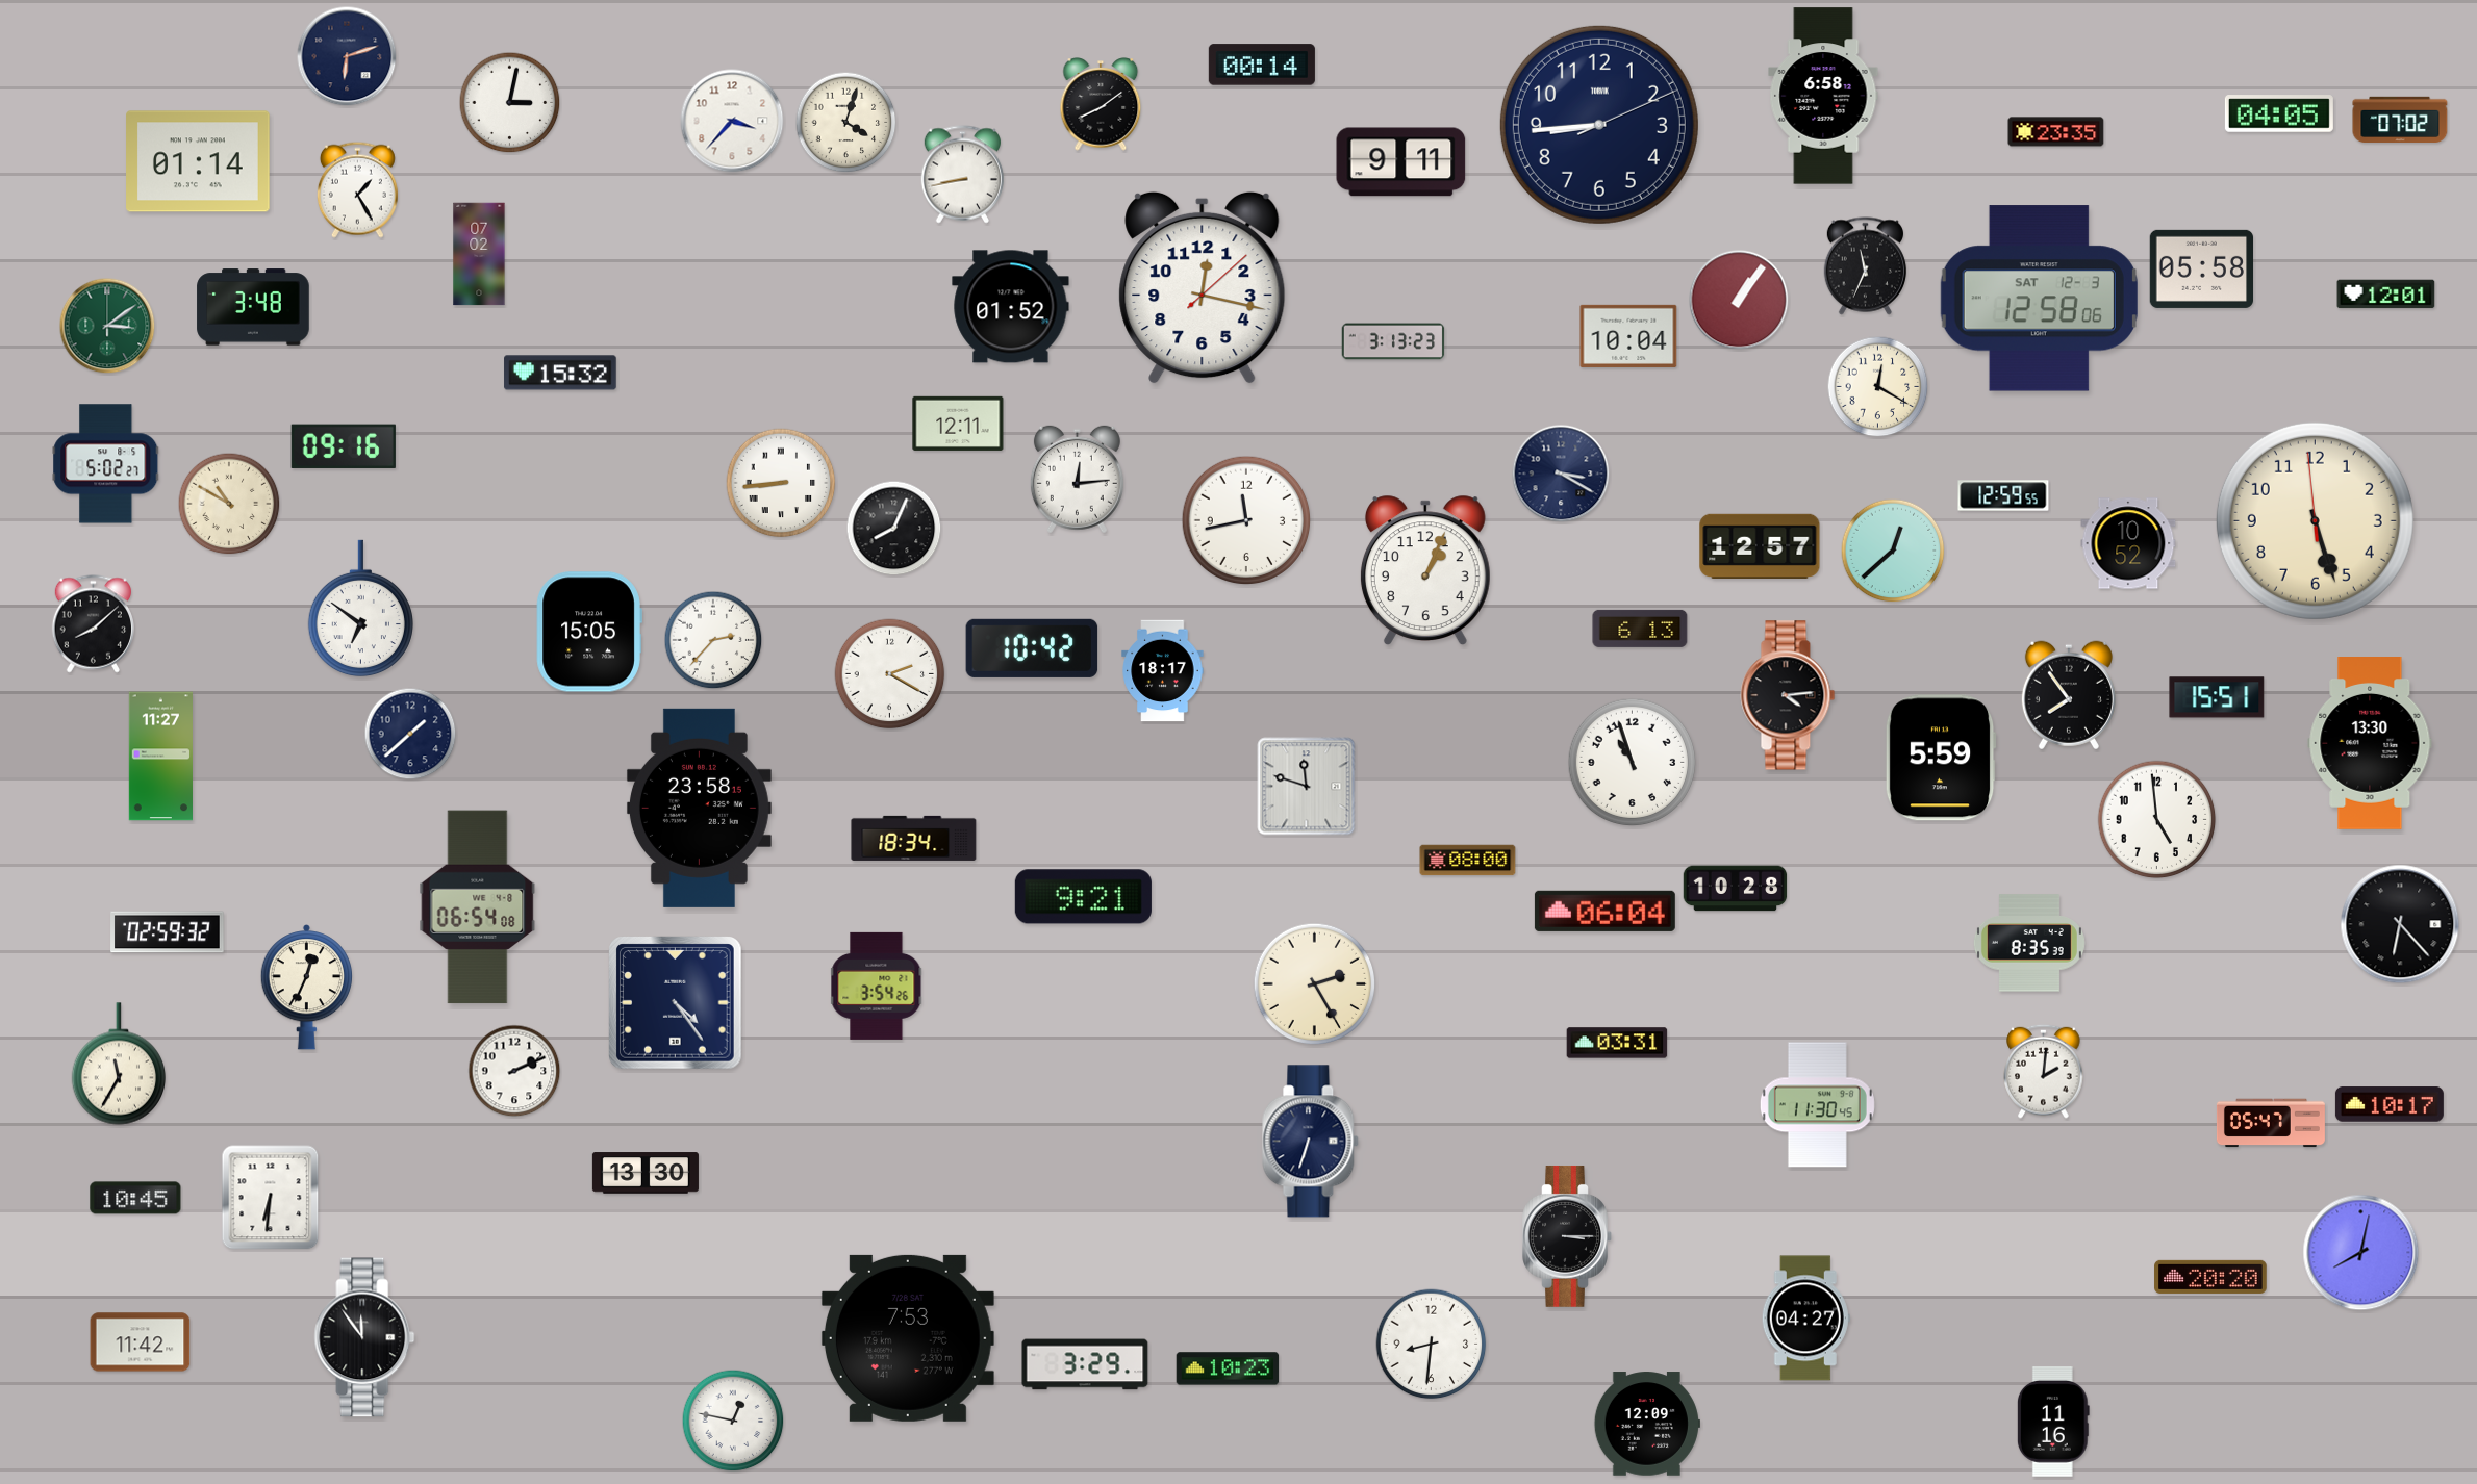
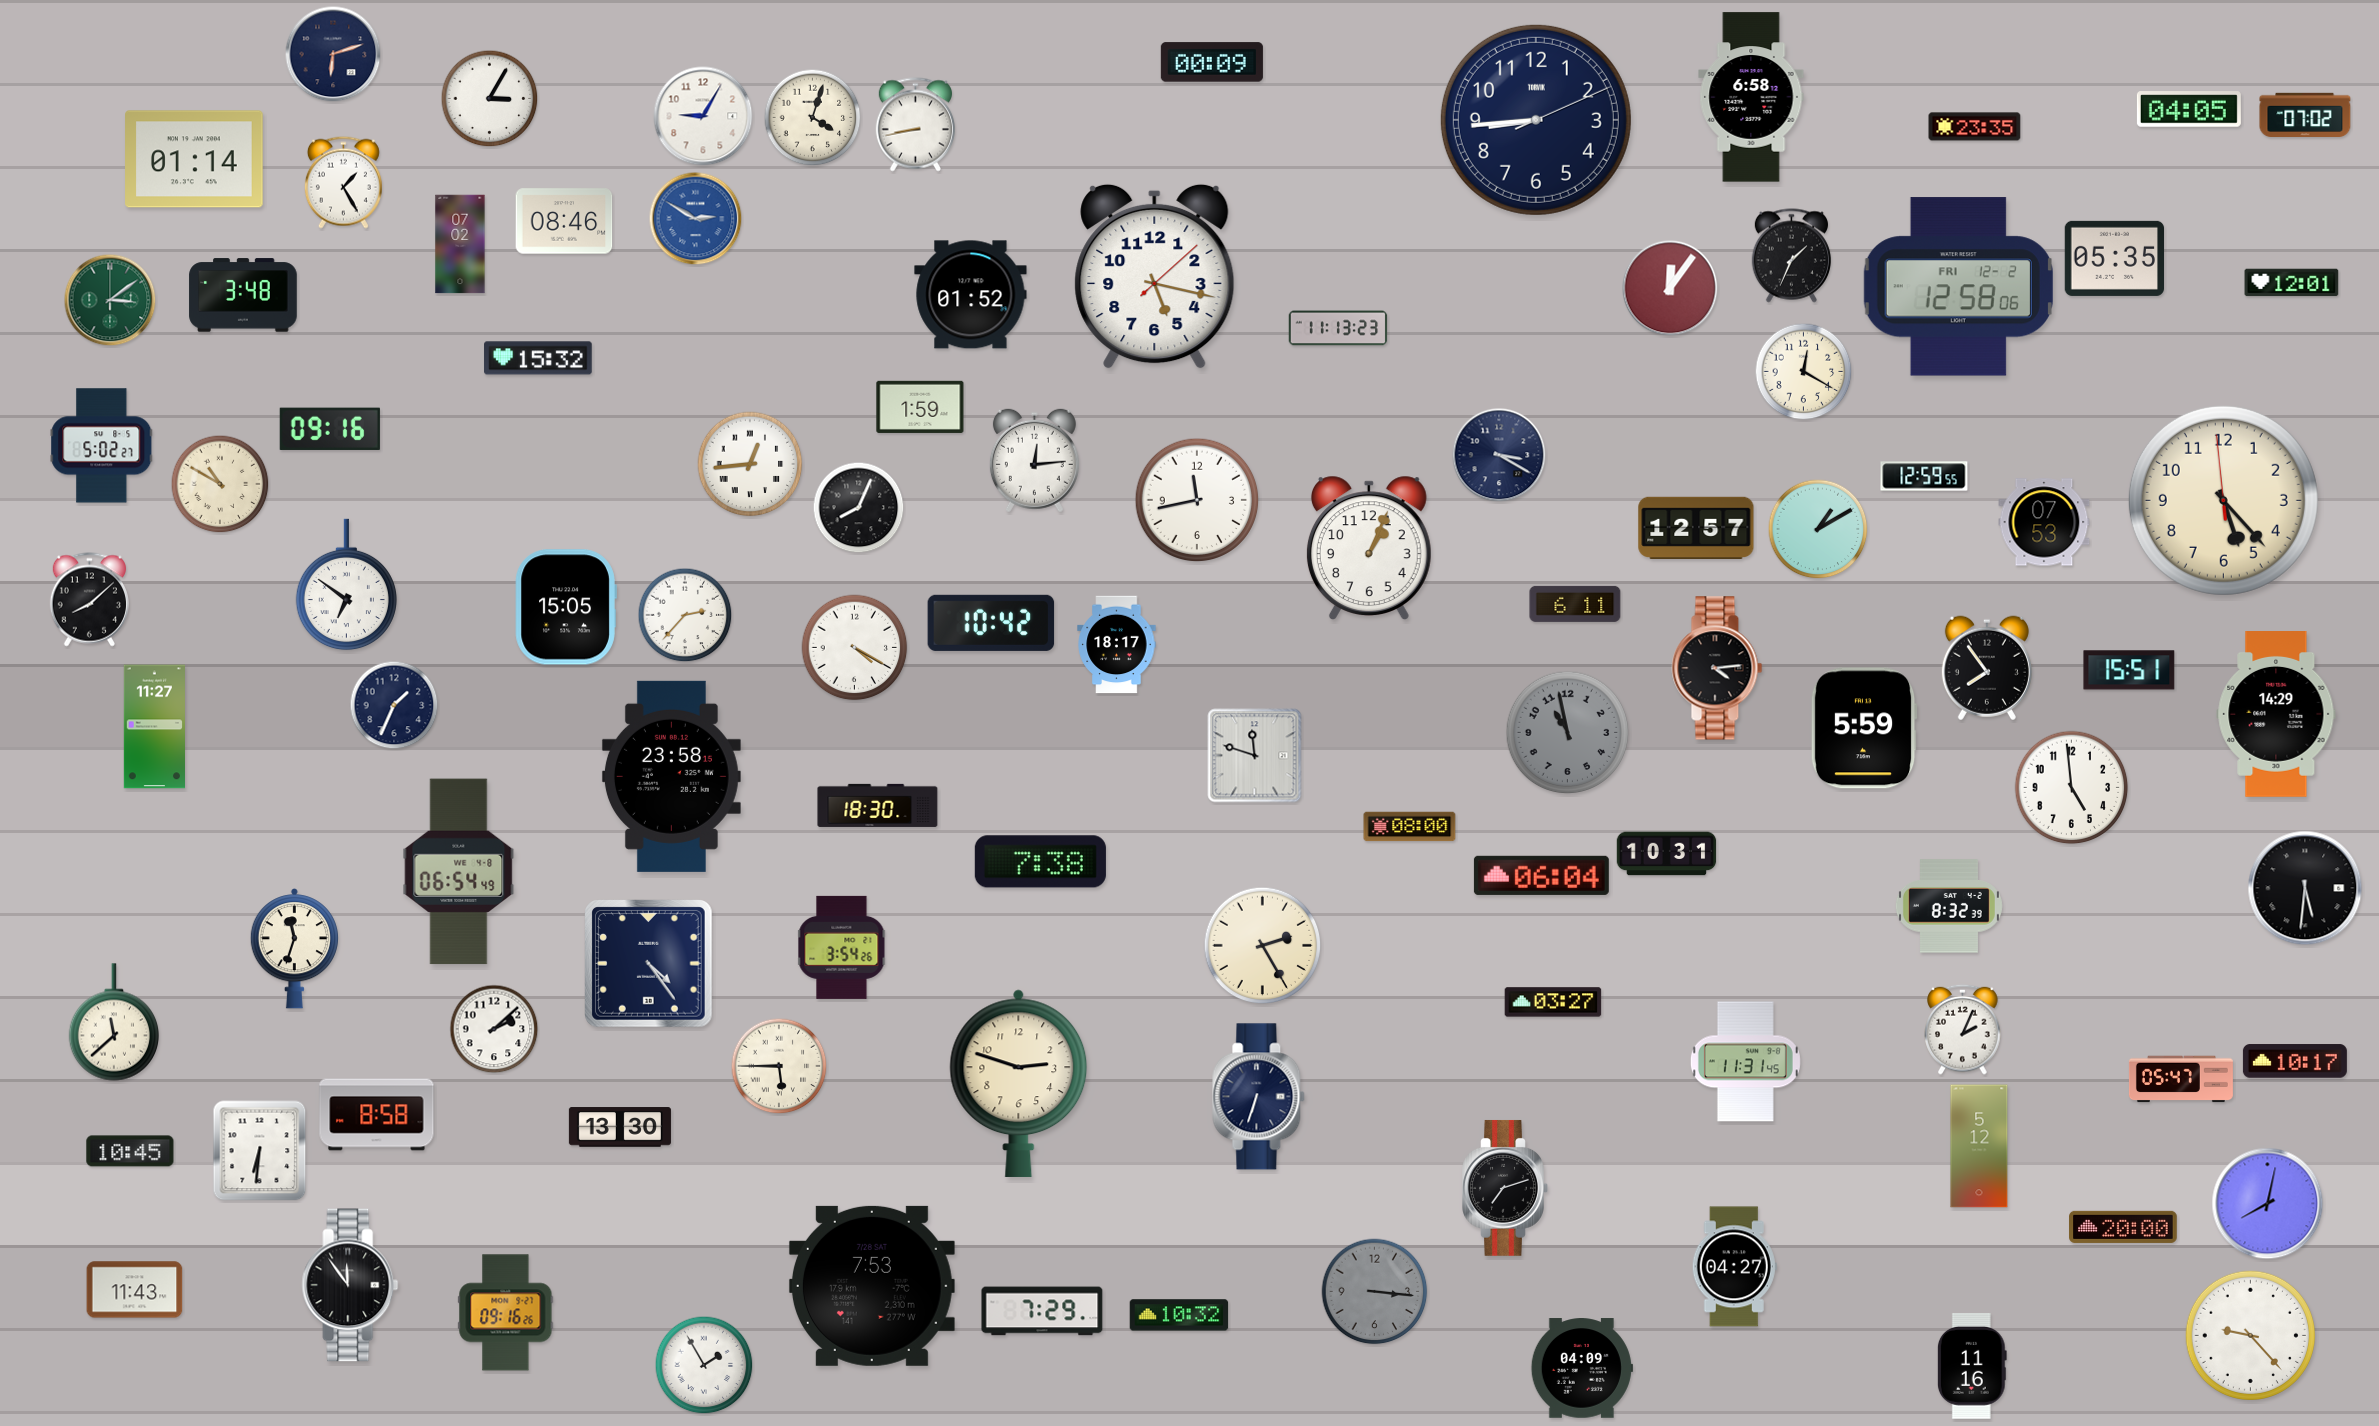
clock at (1262, 65): 00:14 -> 00:09
clock at (1823, 96) position: (1823, 96) -> (1751, 97)
clock at (510, 103): 3:02 -> 3:05
clock at (1101, 104): 8:09 -> none
clock at (732, 121): 3:37 -> 9:05
clock at (198, 161) position: (198, 161) -> (194, 159)
clock at (1401, 162): 9:11 -> none
clock at (962, 175) position: (962, 175) -> (915, 125)
clock at (696, 219): none -> 2:50
clock at (564, 221): none -> 08:46
clock at (1865, 266): 11:34 -> 1:34
clock at (2201, 268): 05:58 -> 05:35
clock at (1203, 287): 12:17 -> 5:17
clock at (2039, 299) date: SAT 12-3 -> FRI 12-2
clock at (1739, 300): 1:06 -> 12:06
clock at (107, 326) position: (107, 326) -> (110, 300)
clock at (1628, 336): 10:04 -> none
clock at (1393, 341): 3:13 -> 11:13
clock at (958, 424): 12:11 -> 1:59
clock at (781, 483): 8:44 -> 12:44
clock at (2315, 520): 5:26 -> 5:22
clock at (2128, 543): 10:52 -> 07:53
clock at (1760, 545) position: (1760, 545) -> (1696, 527)
clock at (1893, 551): 12:38 -> 1:10
clock at (1640, 629): 6:13 -> 6:11
clock at (890, 674): 2:20 -> 4:20
clock at (410, 734): 1:38 -> 1:34
clock at (2370, 744): 13:30 -> 14:29
clock at (1633, 763): 10:57 -> 10:58
clock at (1633, 763) dial: white -> grey
clock at (914, 838): 18:34 -> 18:30
clock at (1736, 889): 10:28 -> 10:31
clock at (1083, 897): 9:21 -> 7:38
clock at (478, 907): 06:54:08 -> 06:54:49
clock at (2400, 924): 6:23 -> 5:31
clock at (168, 932): 02:59 -> none
clock at (2029, 943): 8:35 -> 8:32
clock at (306, 988): 12:34 -> 11:33
clock at (1617, 1043): 03:31 -> 03:27
clock at (118, 1064): 11:35 -> 11:38
clock at (514, 1071): 2:11 -> 2:08
clock at (2044, 1071): 2:01 -> 2:04
clock at (1817, 1105): 11:30 -> 11:31
clock at (779, 1066): none -> 5:45
clock at (1019, 1083): none -> 2:48
clock at (377, 1115): none -> 8:58
clock at (1979, 1146): none -> 5:12
clock at (1567, 1236): 3:15 -> 7:12
clock at (2210, 1277): 20:20 -> 20:00
clock at (141, 1342): 11:42 -> 11:43
clock at (1432, 1345): 8:31 -> 3:16
clock at (1432, 1345) dial: white -> grey
clock at (1085, 1364): 3:29 -> 7:29
clock at (506, 1313): none -> 09:16
clock at (1228, 1368): 10:23 -> 10:32
clock at (2250, 1335): none -> 9:23
clock at (733, 1421): 12:47 -> 1:55
clock at (1647, 1424): 12:09 -> 04:09
